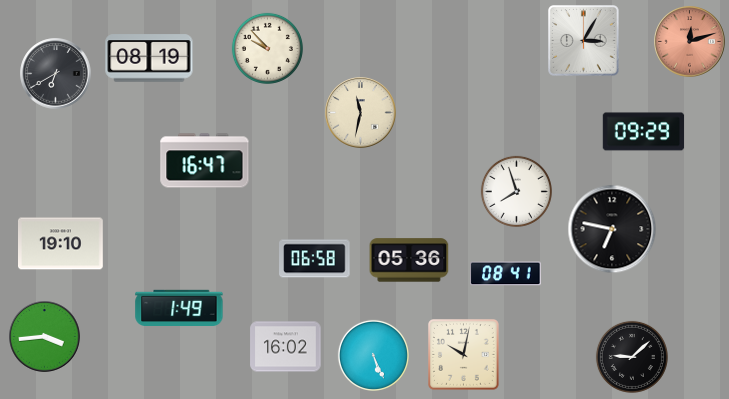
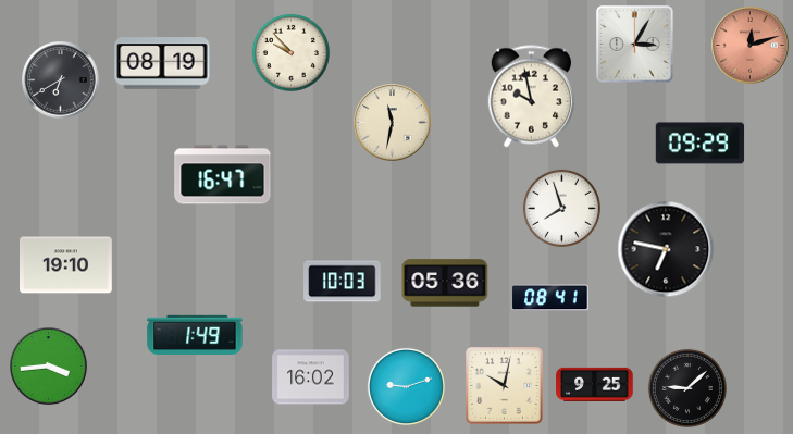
clock at (531, 97): none -> 9:58
clock at (315, 259): 06:58 -> 10:03
clock at (595, 384): none -> 9:25
clock at (373, 355): 5:26 -> 9:12
